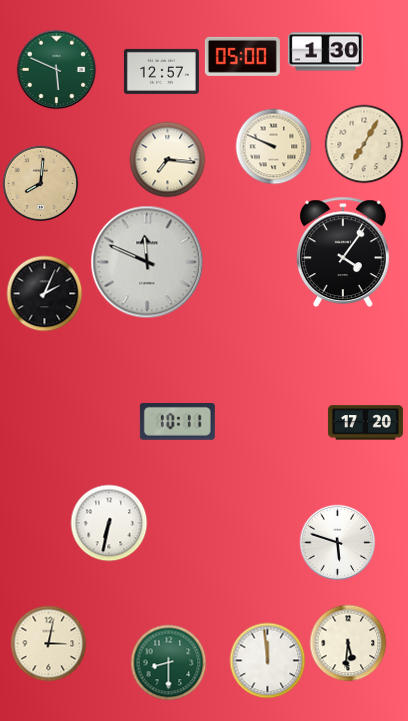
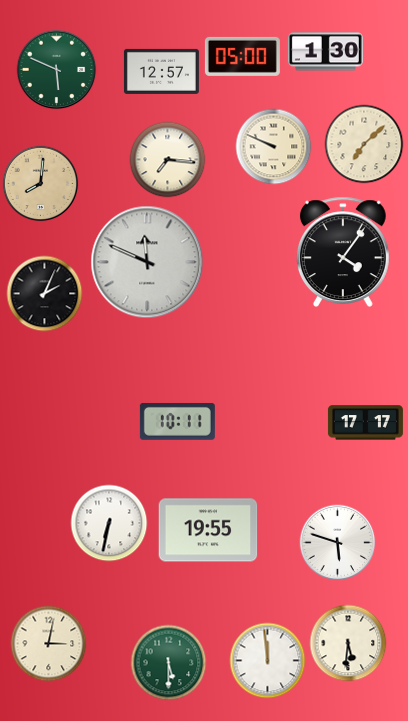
clock at (364, 144): 7:05 -> 7:08
clock at (365, 423): 17:20 -> 17:17
clock at (208, 530): none -> 19:55
clock at (169, 663): 8:30 -> 5:30
